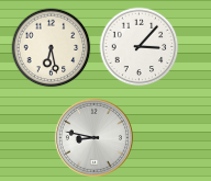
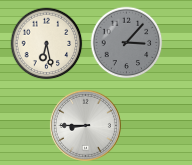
clock at (140, 47) dial: white -> grey
clock at (93, 137): 8:47 -> 8:45
